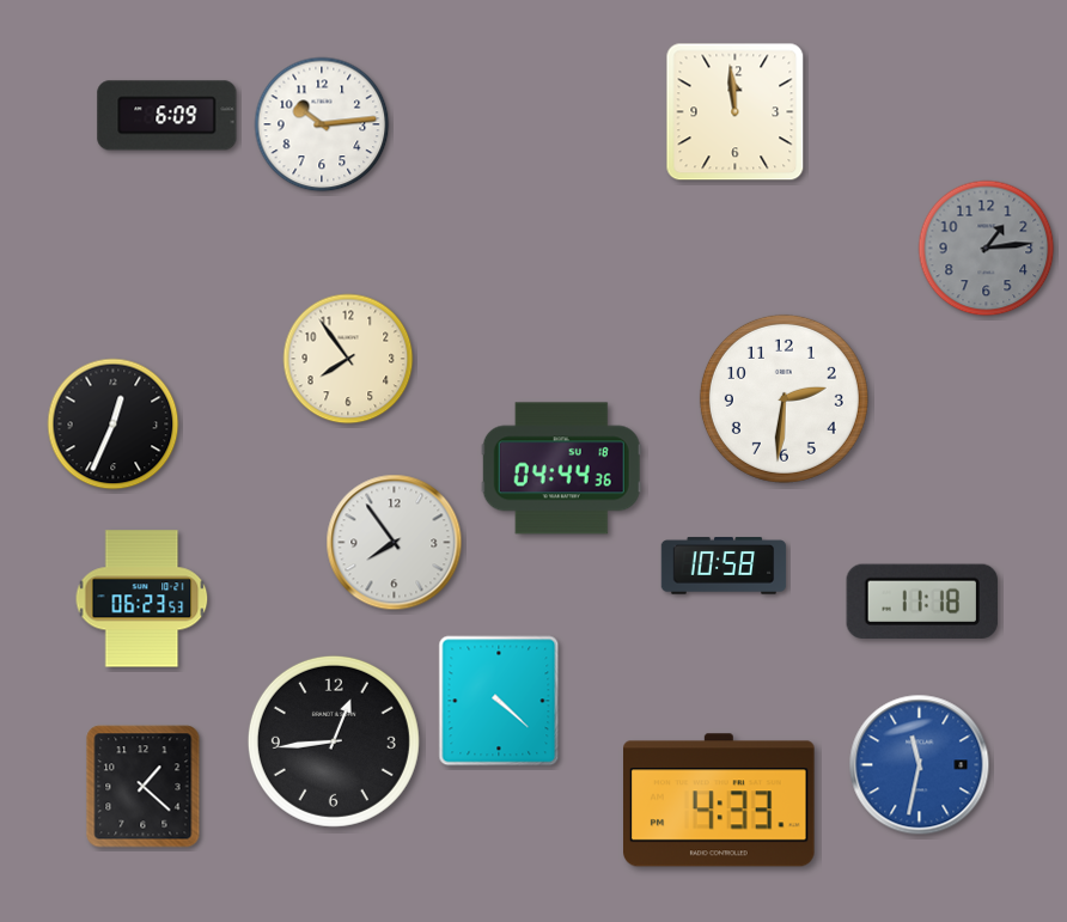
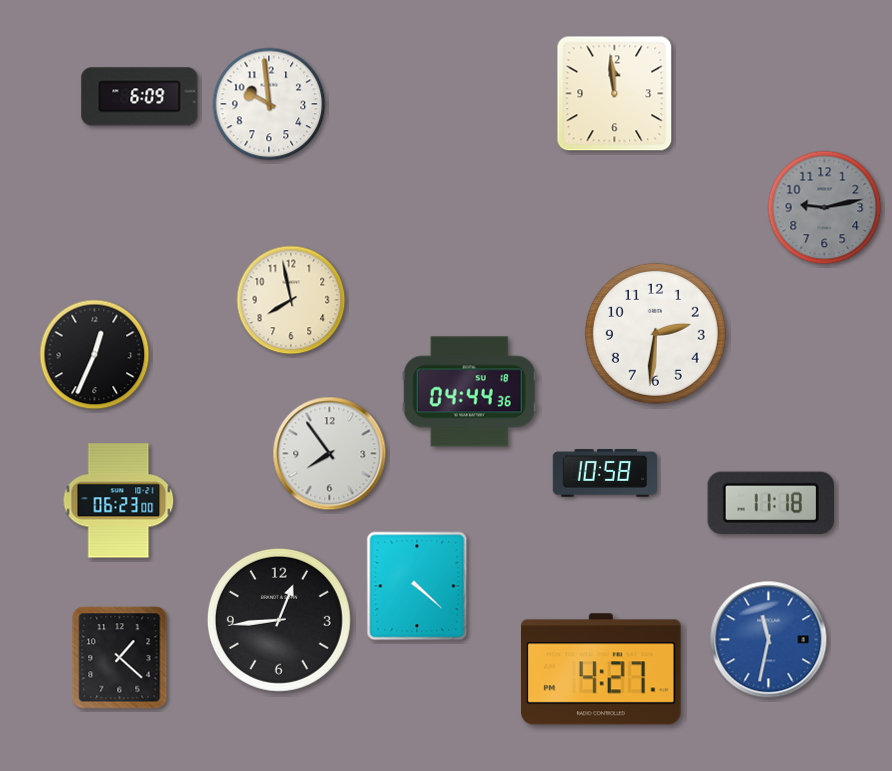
clock at (322, 124): 10:14 -> 9:59
clock at (987, 249): 1:14 -> 9:13
clock at (348, 359): 7:54 -> 7:58
clock at (142, 599): 06:23:53 -> 06:23:00
clock at (720, 800): 4:33 -> 4:27
